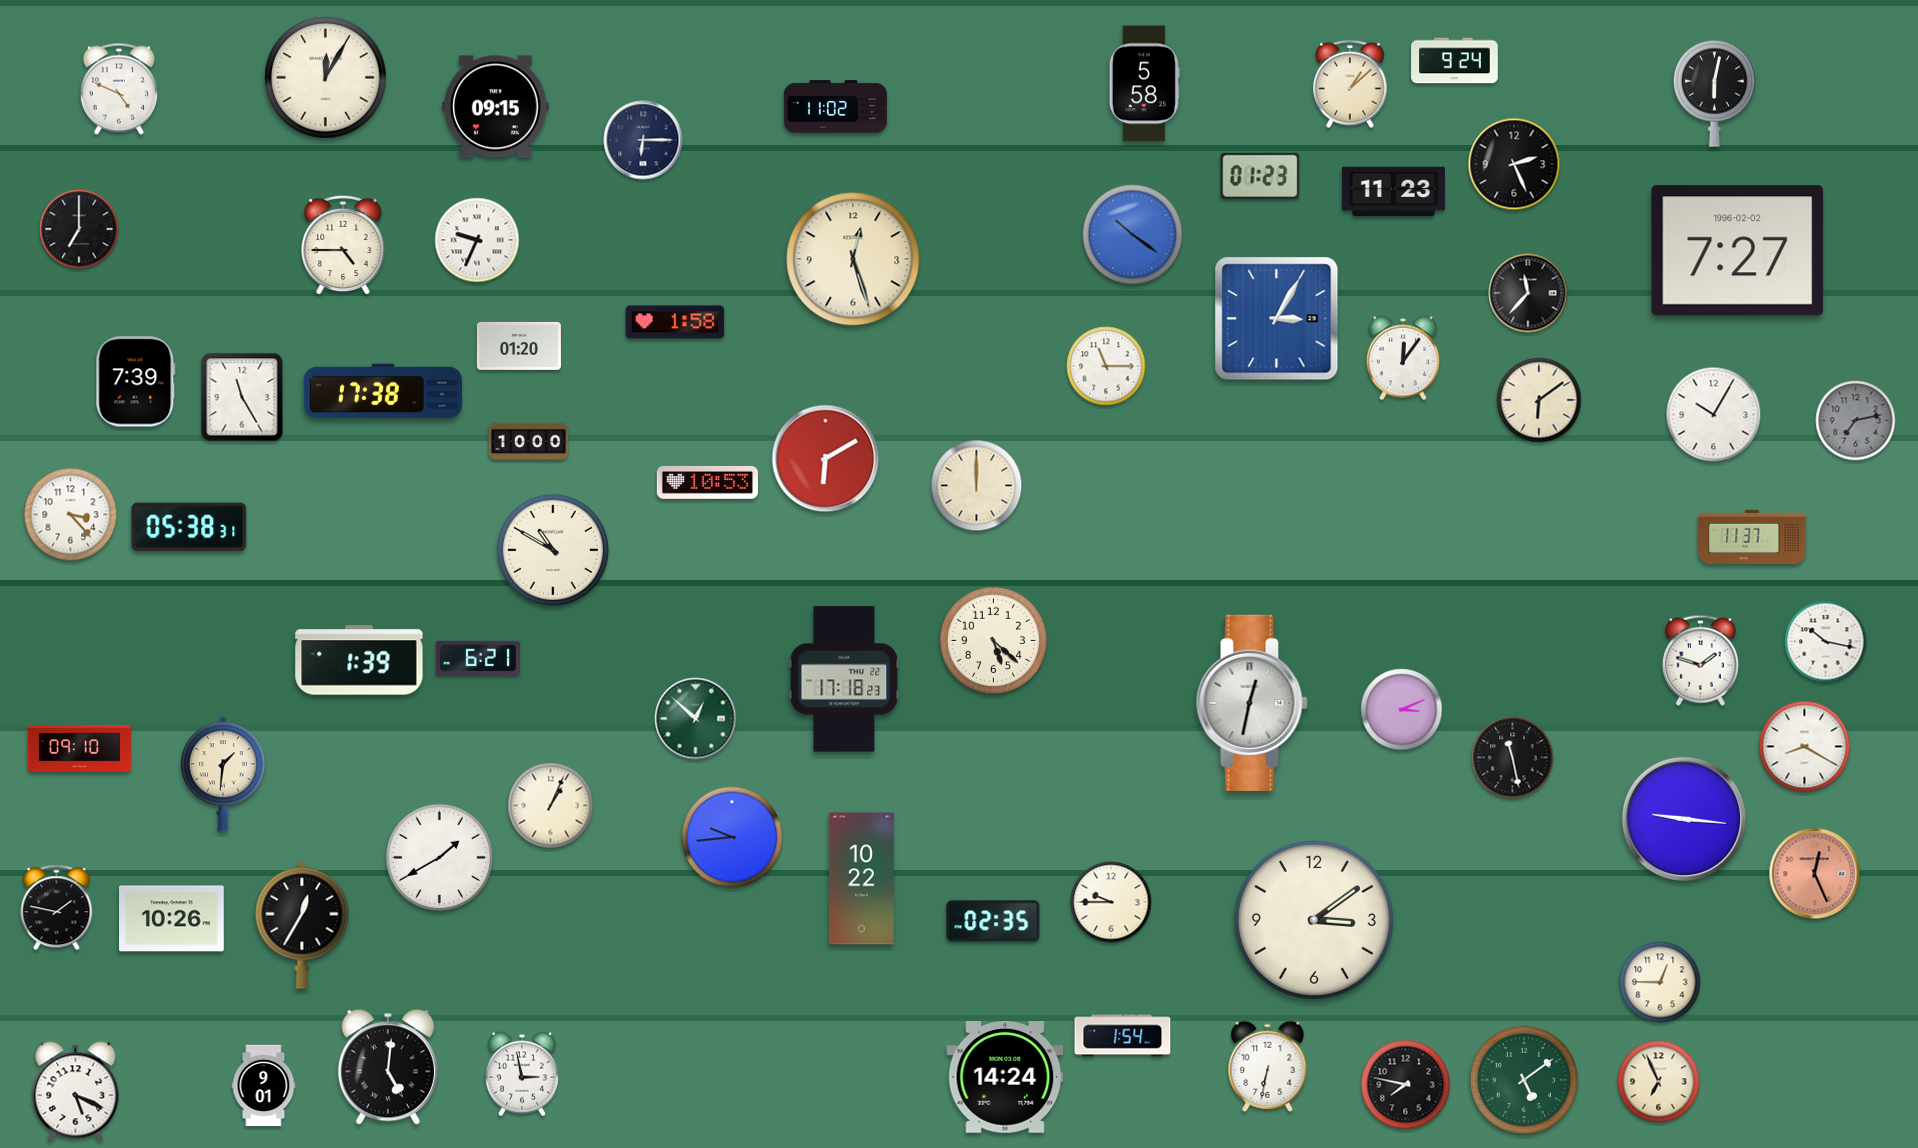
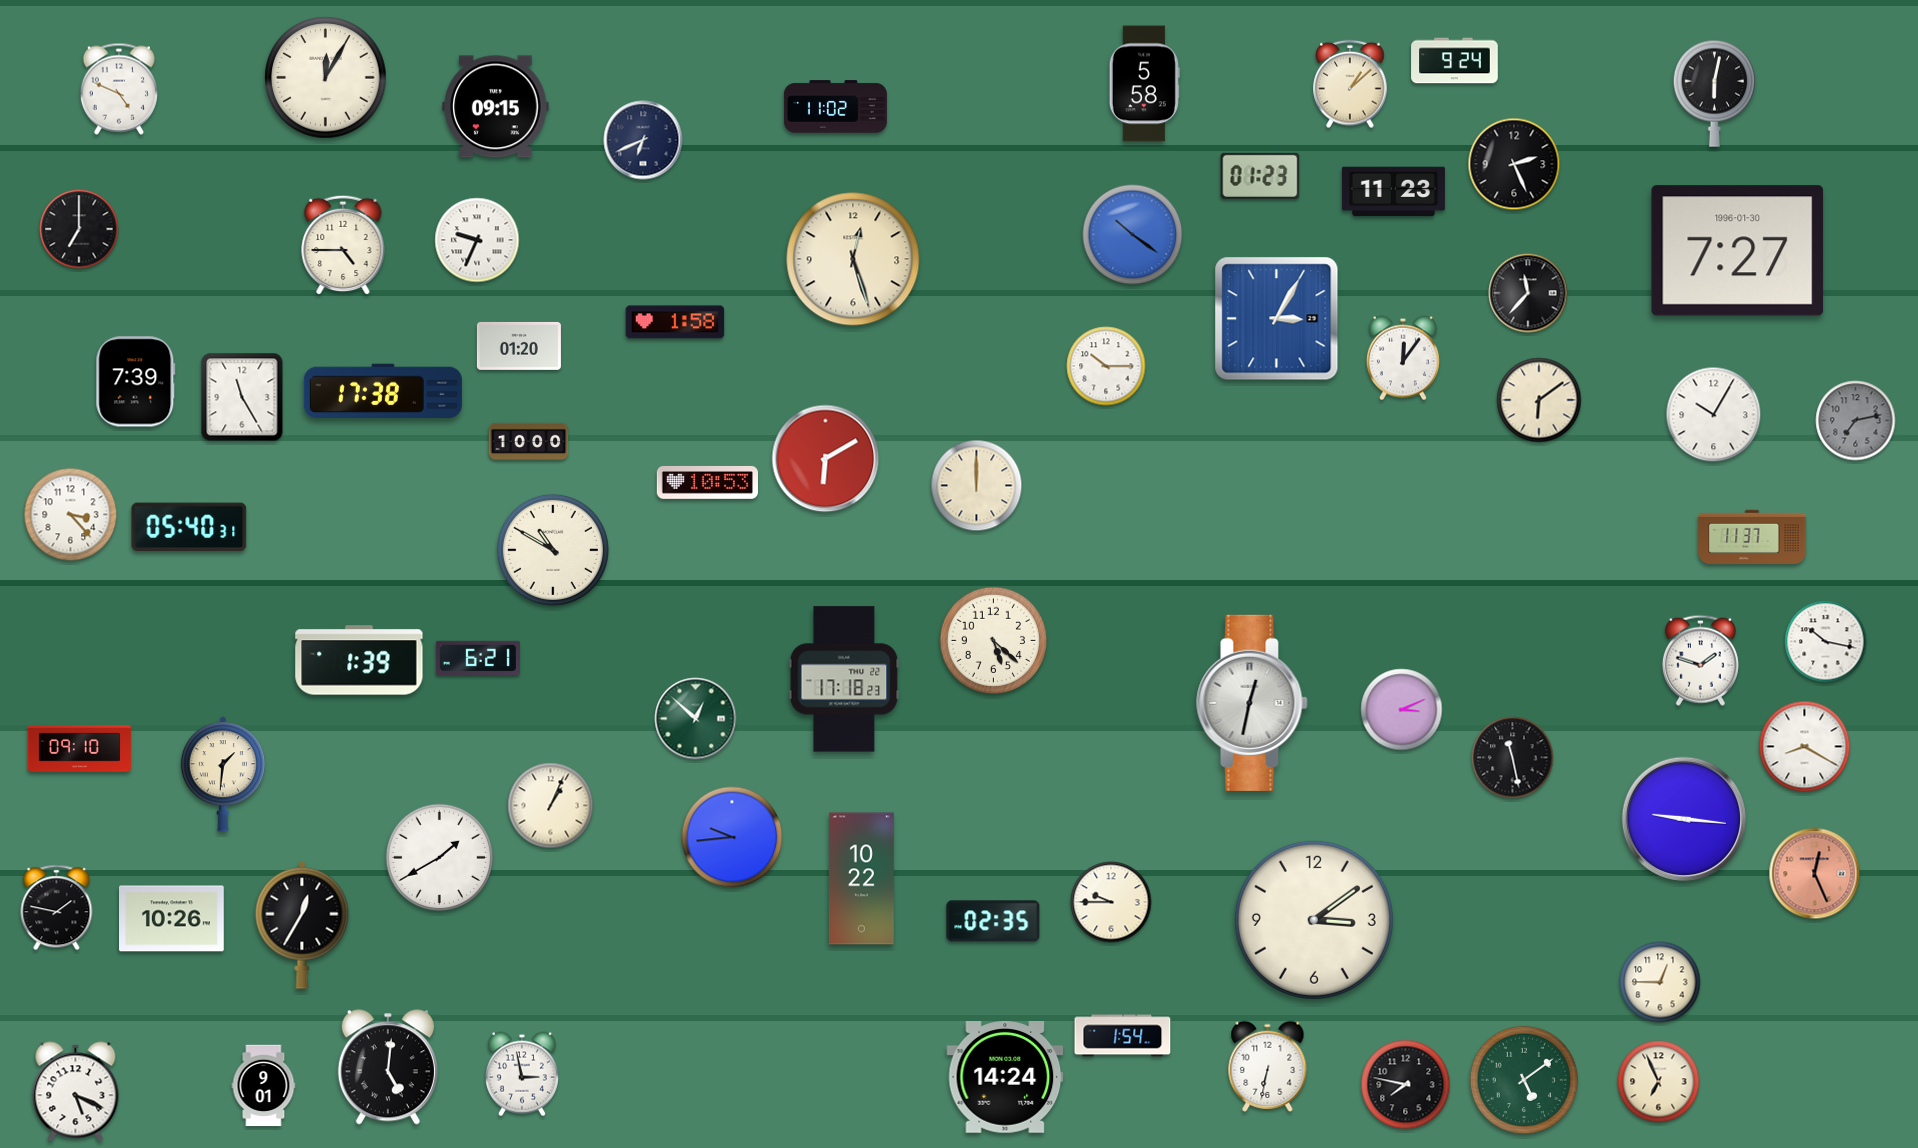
clock at (643, 140): 6:15 -> 6:41
clock at (1738, 251) date: 1996-02-02 -> 1996-01-30
clock at (1106, 366): 11:15 -> 10:15
clock at (189, 527): 05:38 -> 05:40
